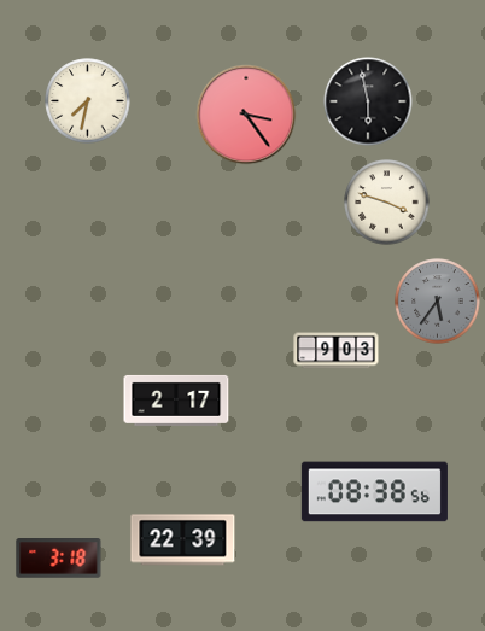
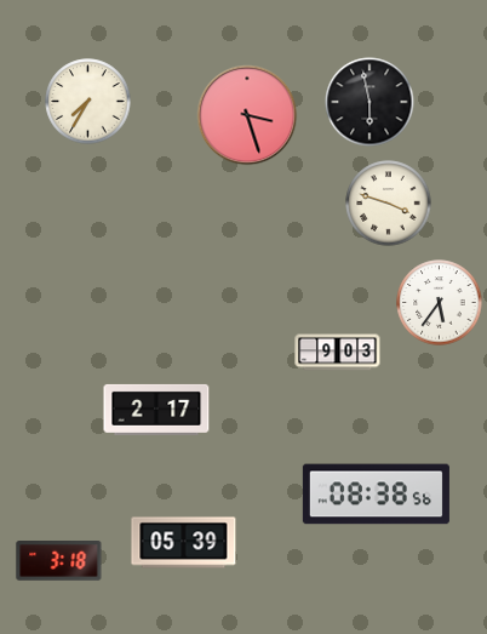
clock at (88, 101): 7:32 -> 7:35
clock at (246, 115): 3:24 -> 3:27
clock at (438, 302) dial: grey -> white
clock at (176, 401) position: (176, 401) -> (156, 410)
clock at (183, 541): 22:39 -> 05:39
